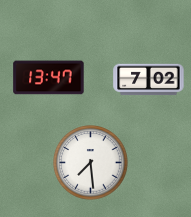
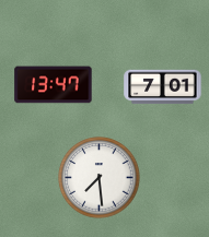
clock at (149, 80): 7:02 -> 7:01
